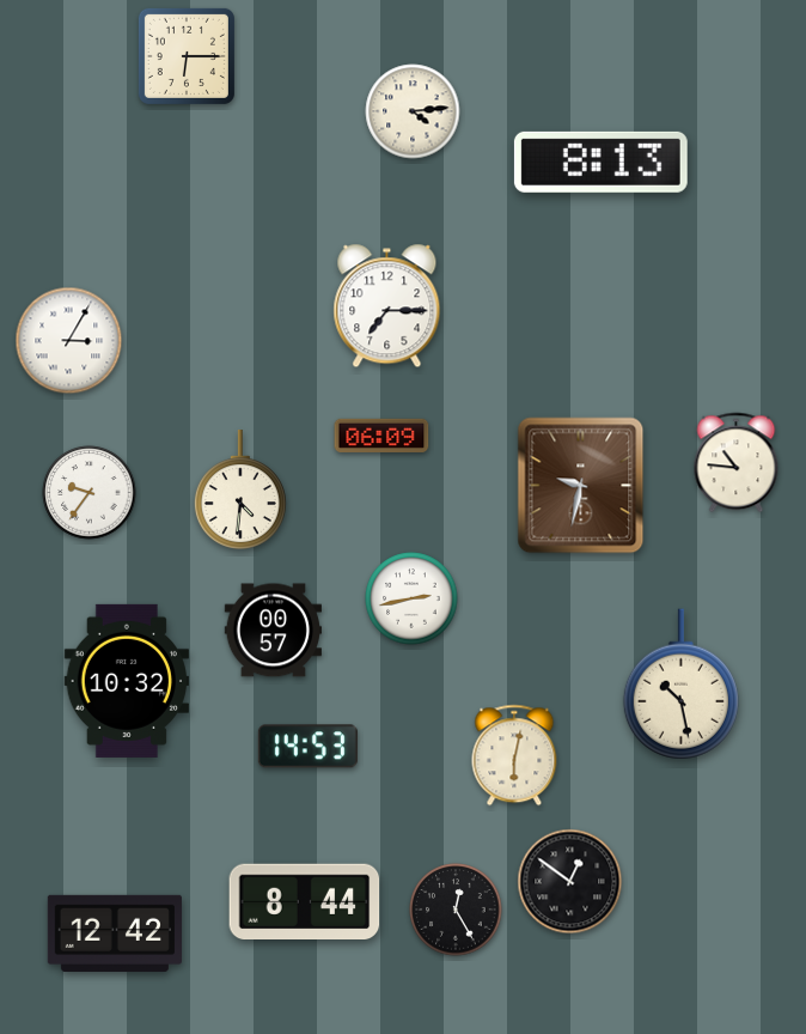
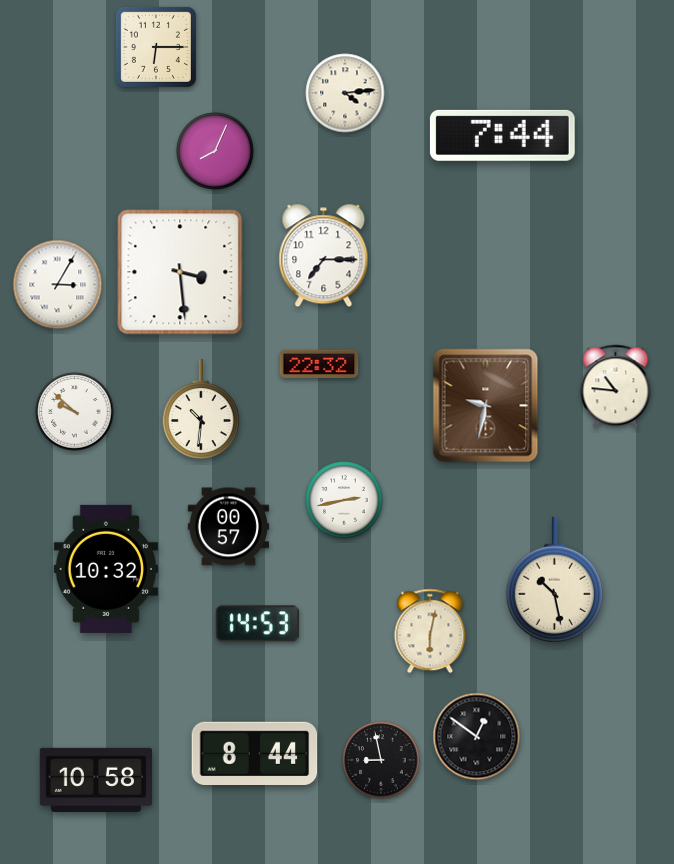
clock at (600, 162): 8:13 -> 7:44
clock at (215, 151): none -> 8:04
clock at (180, 272): none -> 3:29
clock at (381, 436): 06:09 -> 22:32
clock at (240, 489): 4:31 -> 10:31
clock at (90, 493): 9:36 -> 9:52
clock at (680, 685) position: (680, 685) -> (554, 580)
clock at (456, 910): 12:25 -> 8:58
clock at (115, 933): 12:42 -> 10:58
